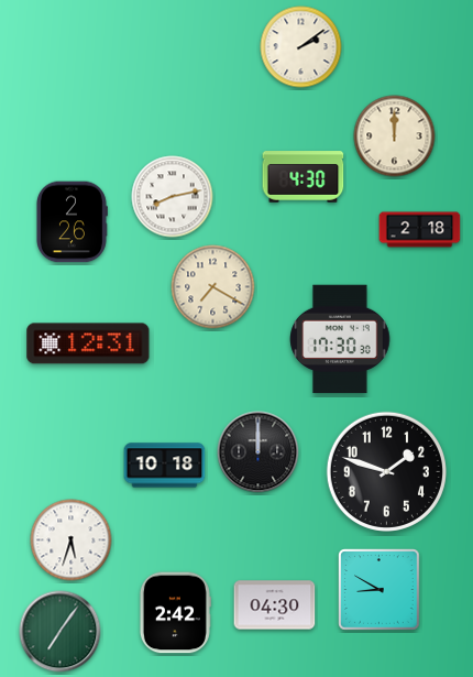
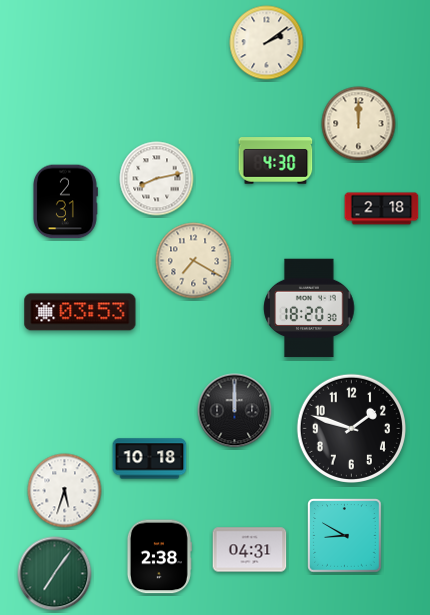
clock at (301, 47) position: (301, 47) -> (267, 43)
clock at (73, 222): 2:26 -> 2:31
clock at (340, 339): 17:30 -> 18:20
clock at (88, 343): 12:31 -> 03:53
clock at (165, 466) position: (165, 466) -> (150, 459)
clock at (275, 605): 04:30 -> 04:31
clock at (175, 613): 2:42 -> 2:38
